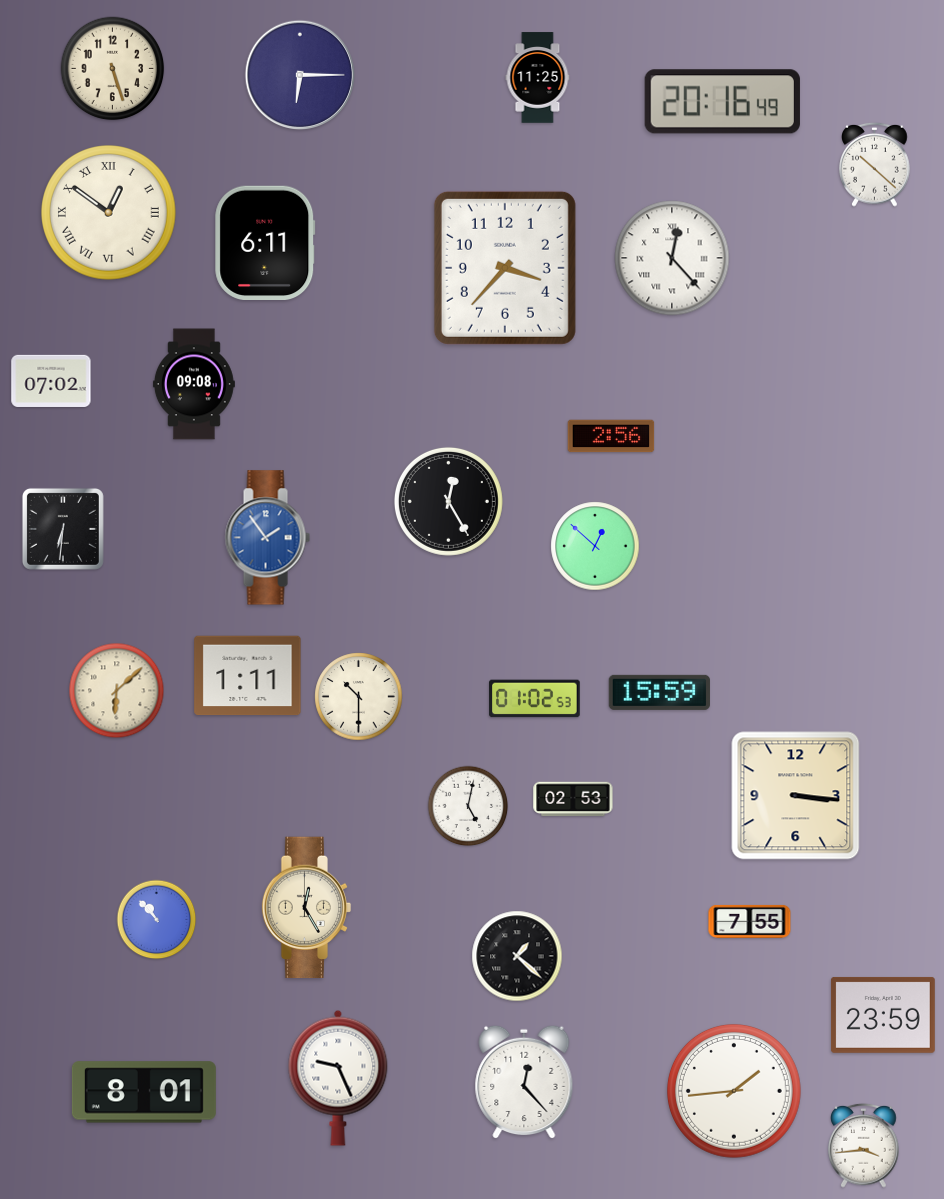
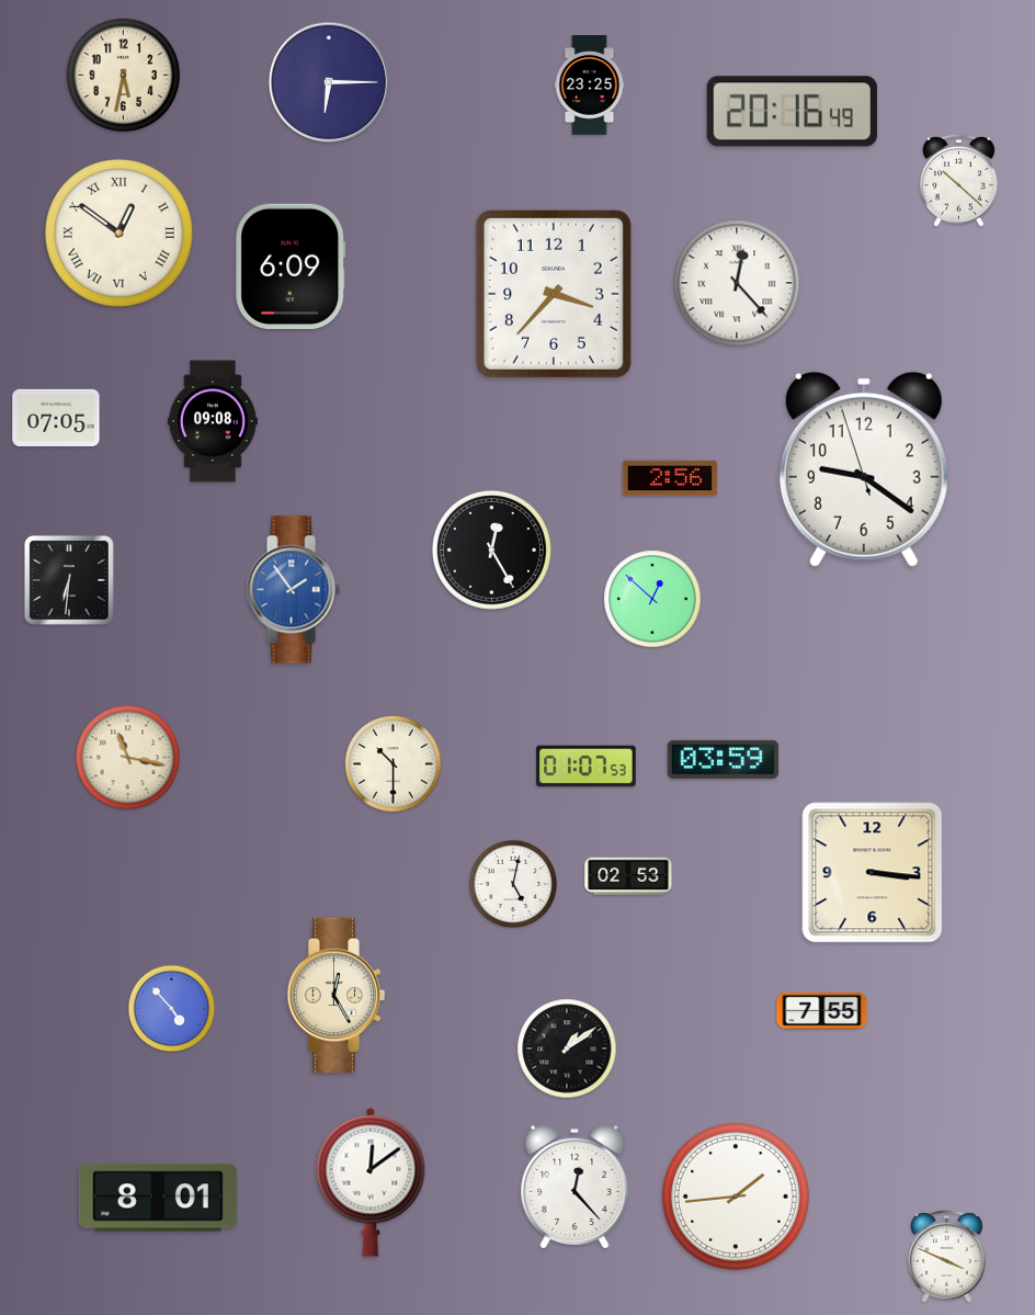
clock at (113, 69): 5:27 -> 5:32
clock at (538, 78): 11:25 -> 23:25
clock at (265, 242): 6:11 -> 6:09
clock at (51, 381): 07:02 -> 07:05
clock at (864, 469): none -> 9:20
clock at (248, 676): 1:11 -> none
clock at (117, 691): 6:08 -> 11:17
clock at (659, 692): 15:59 -> 03:59
clock at (535, 699): 01:02 -> 01:07
clock at (157, 920): 10:53 -> 4:53
clock at (517, 956): 1:22 -> 1:09
clock at (883, 1015): 23:59 -> none
clock at (338, 1078): 9:26 -> 12:09
clock at (734, 1091) position: (734, 1091) -> (736, 1197)
clock at (864, 1145): 3:44 -> 3:49
